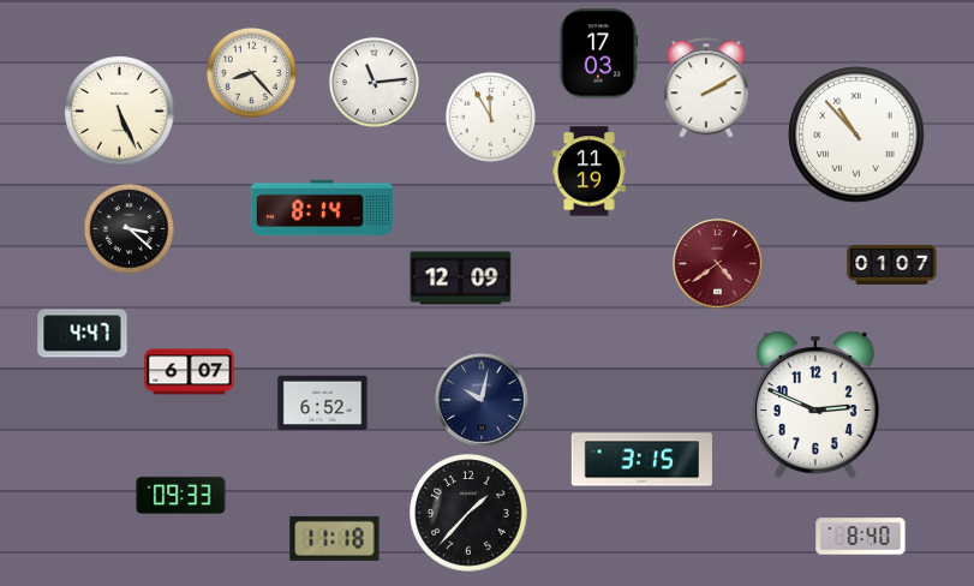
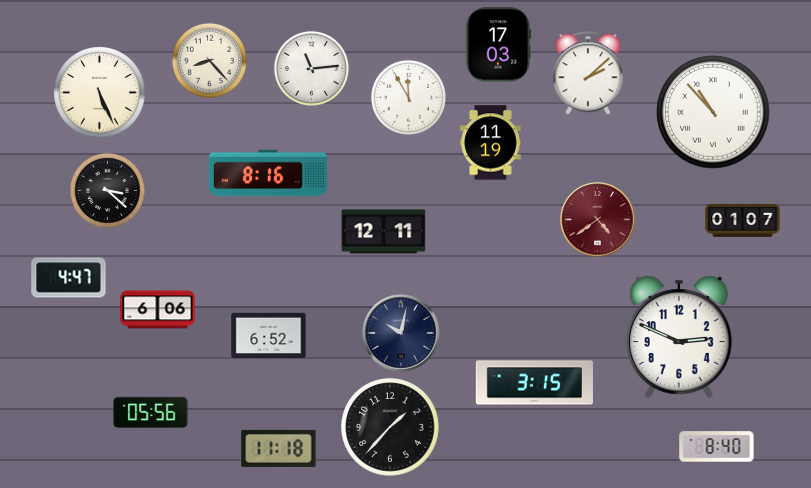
clock at (706, 88): 2:10 -> 2:08
clock at (322, 208): 8:14 -> 8:16
clock at (461, 279): 12:09 -> 12:11
clock at (190, 372): 6:07 -> 6:06
clock at (181, 495): 09:33 -> 05:56
